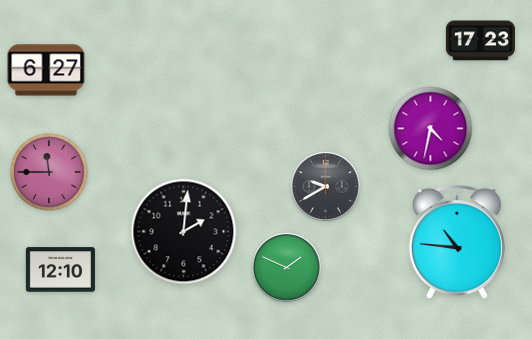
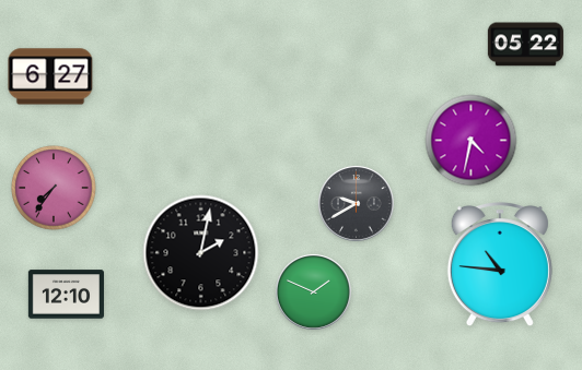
clock at (480, 41): 17:23 -> 05:22
clock at (49, 172): 11:45 -> 7:36
clock at (184, 232): 2:01 -> 2:02
